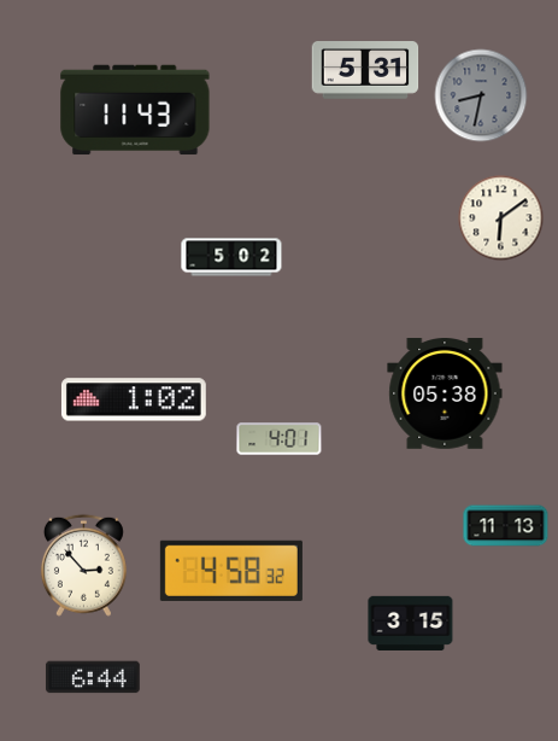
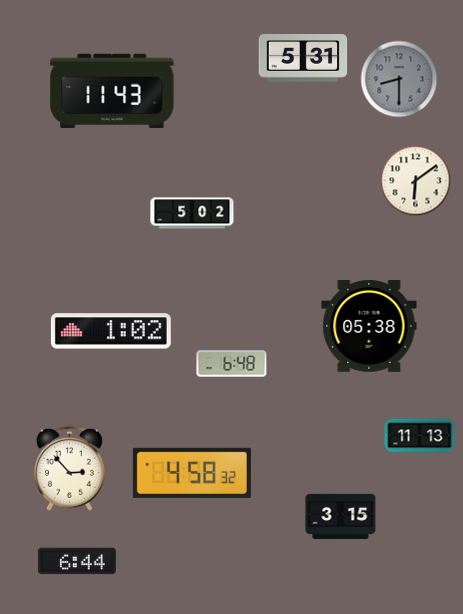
clock at (481, 95): 8:32 -> 8:30
clock at (280, 439): 4:01 -> 6:48
